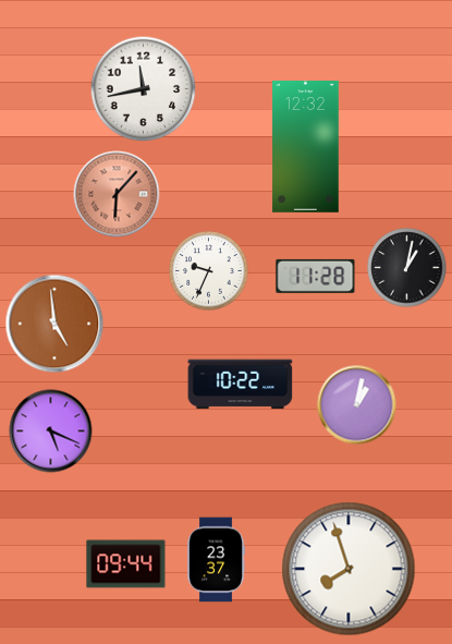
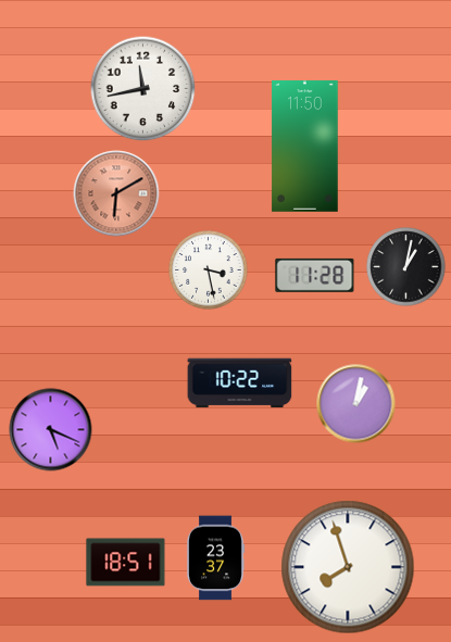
clock at (306, 147): 12:32 -> 11:50
clock at (117, 194): 6:07 -> 6:10
clock at (209, 271): 9:34 -> 3:28
clock at (54, 324): 4:59 -> none
clock at (126, 564): 09:44 -> 18:51
